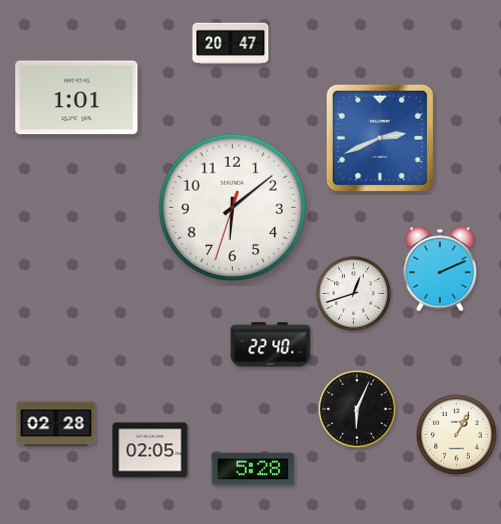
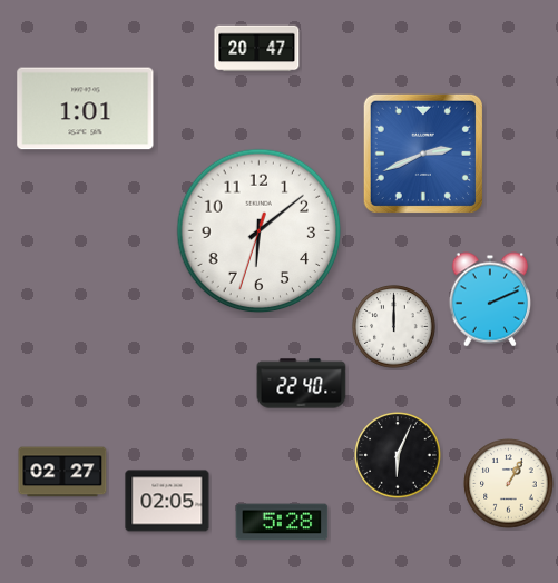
clock at (354, 294): 12:42 -> 12:00
clock at (56, 424): 02:28 -> 02:27
